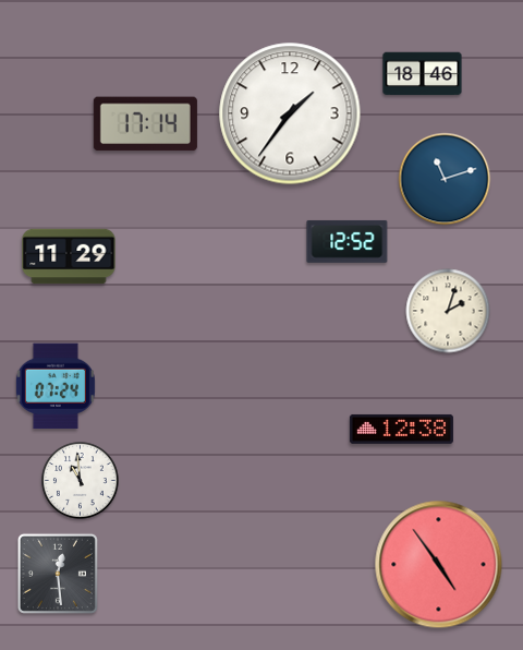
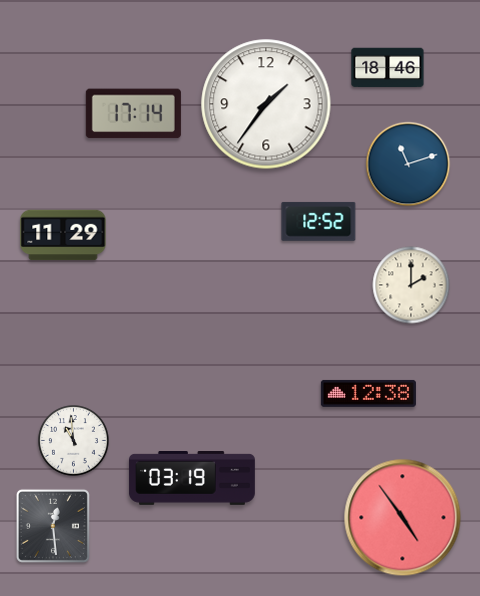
clock at (448, 311): 2:03 -> 2:00
clock at (56, 386): 07:24 -> none
clock at (192, 479): none -> 03:19
